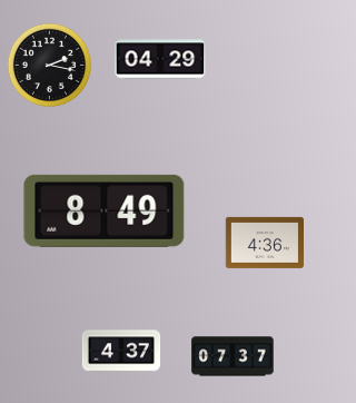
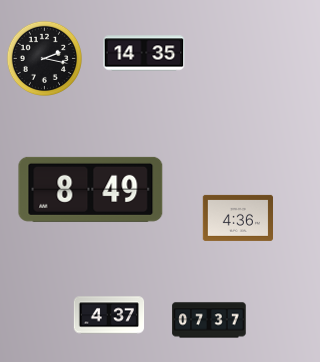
clock at (160, 59): 04:29 -> 14:35
clock at (105, 210) position: (105, 210) -> (91, 189)
